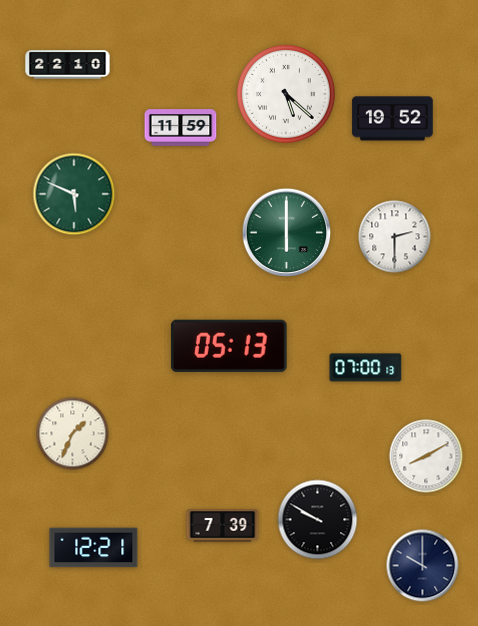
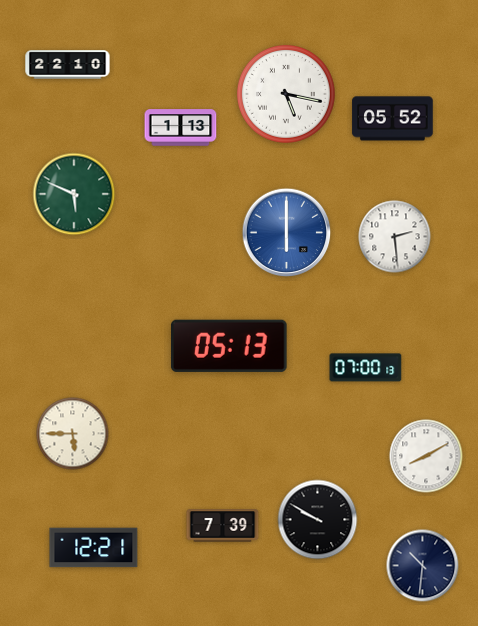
clock at (286, 94): 5:22 -> 5:17
clock at (393, 119): 19:52 -> 05:52
clock at (181, 128): 11:59 -> 1:13
clock at (287, 233) dial: green -> blue
clock at (395, 237): 2:30 -> 2:29
clock at (73, 434): 1:34 -> 5:45
clock at (423, 566): 10:00 -> 10:31
